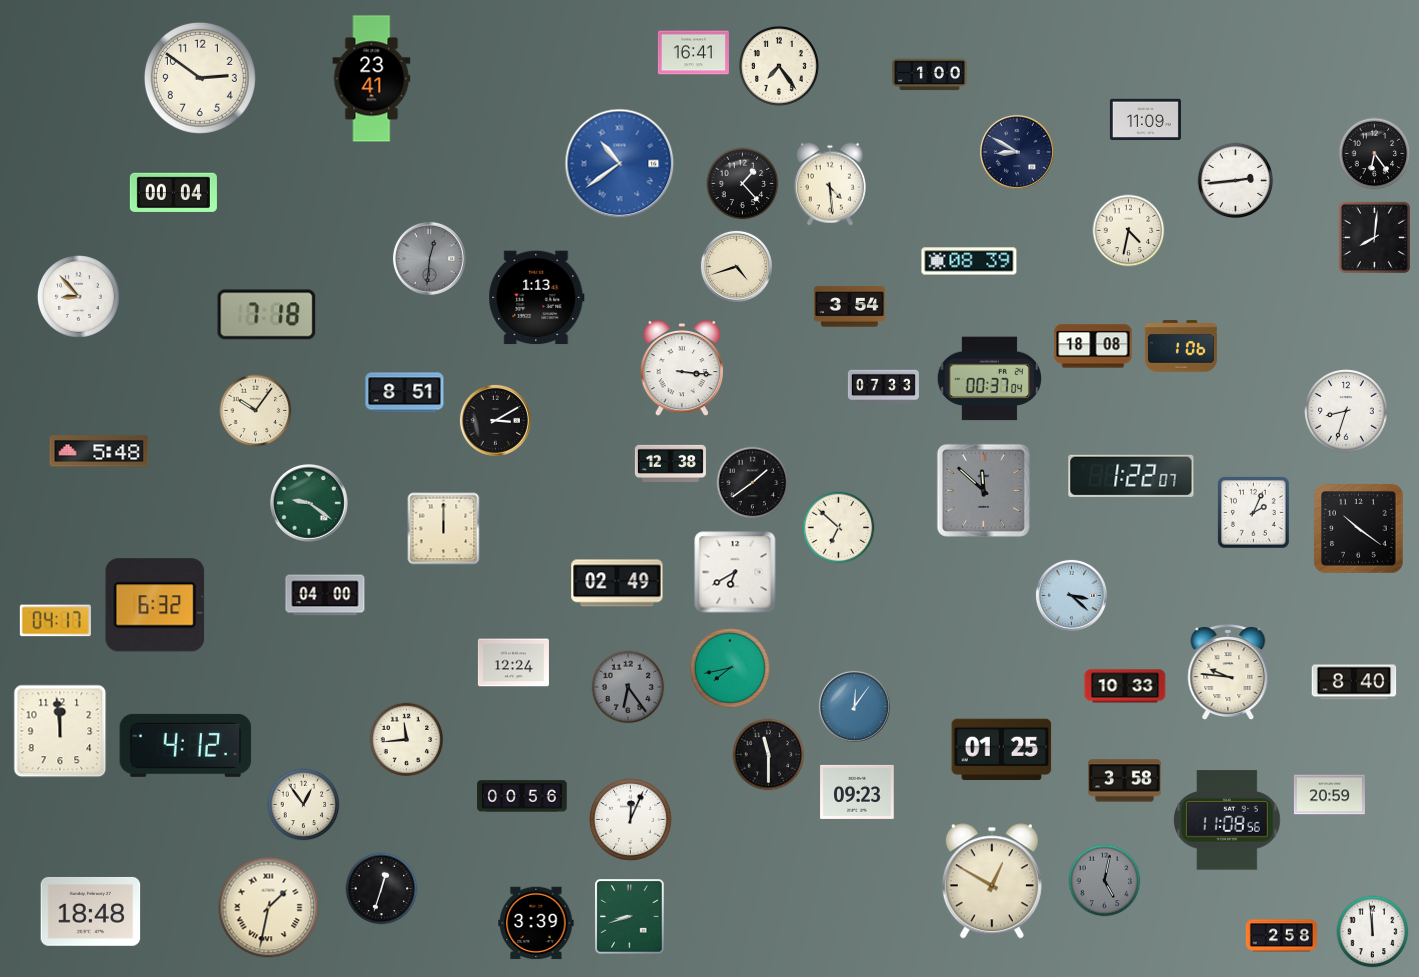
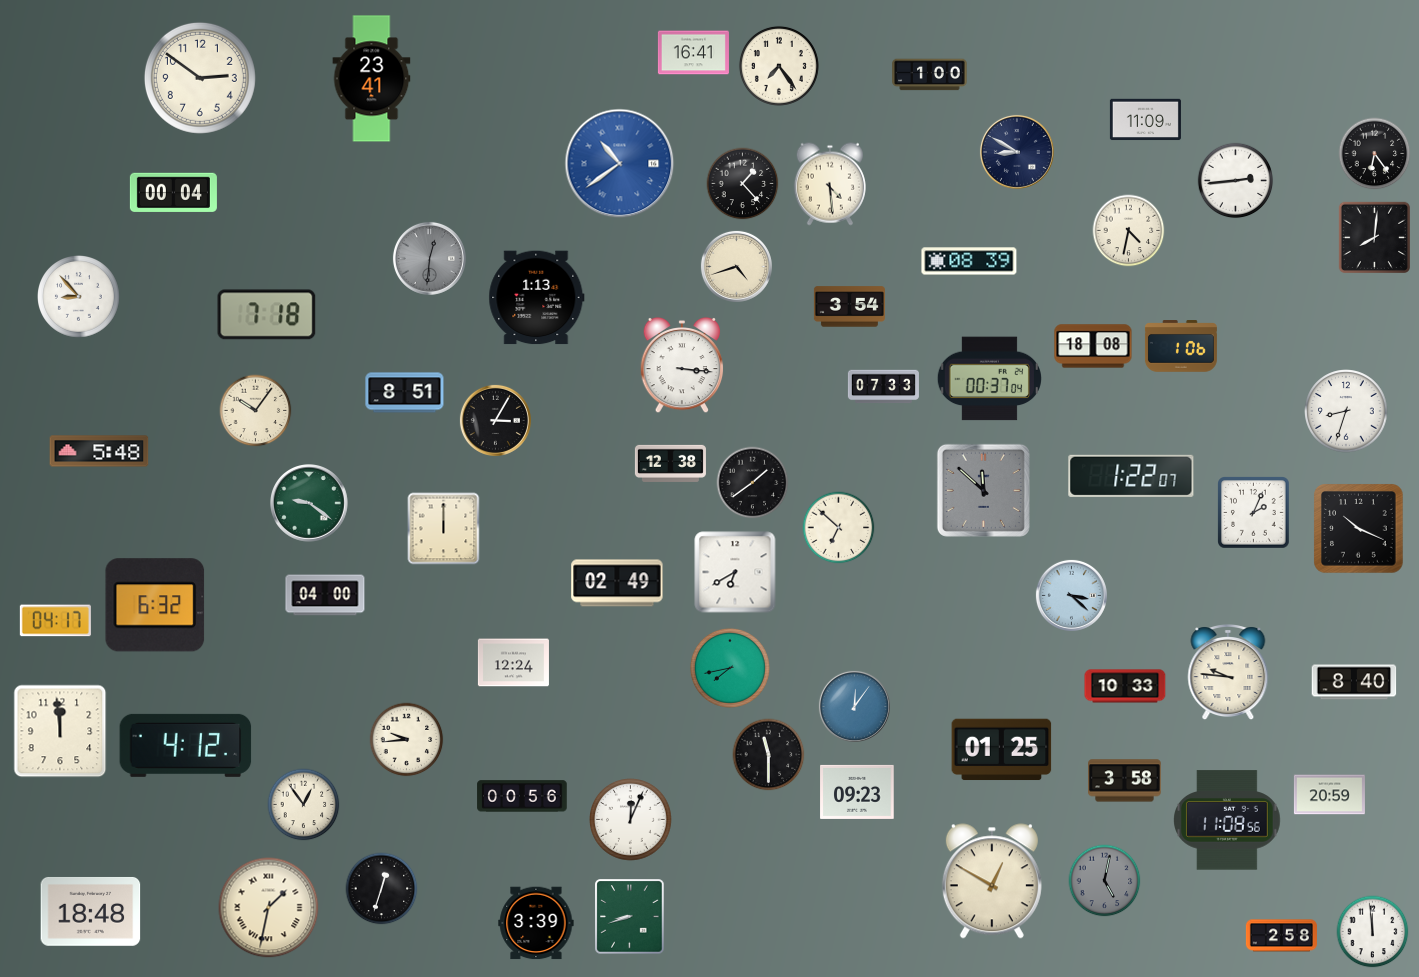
clock at (682, 368) position: (682, 368) -> (682, 365)
clock at (495, 420): 3:10 -> 3:05
clock at (1359, 529): 10:21 -> 10:19
clock at (628, 687): 6:24 -> none
clock at (407, 740): 11:44 -> 9:44
